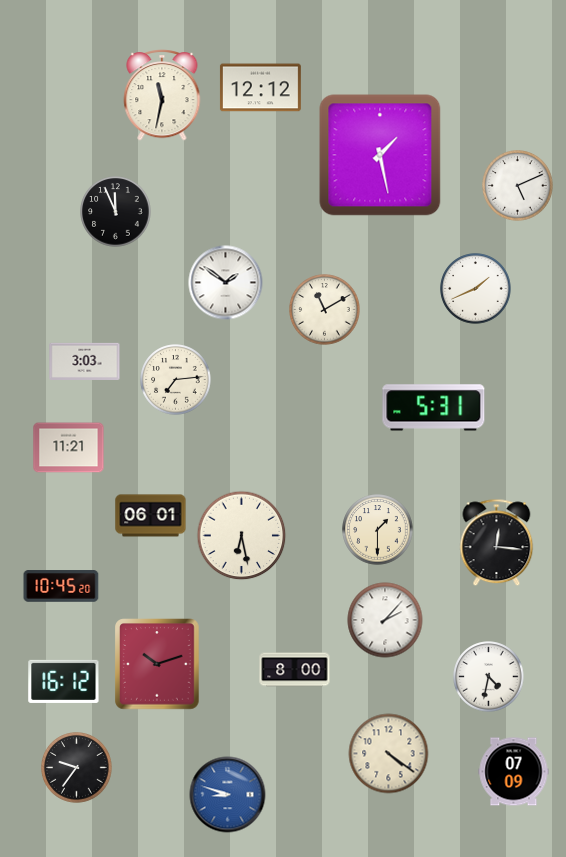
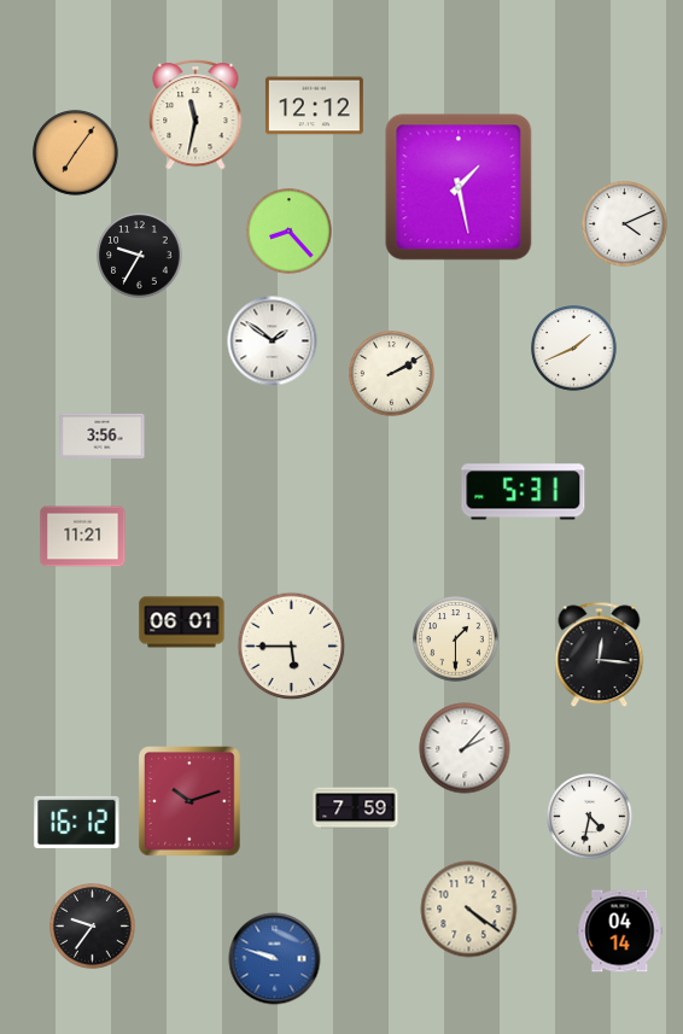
clock at (76, 153): none -> 7:06
clock at (518, 186): 5:11 -> 4:11
clock at (290, 232): none -> 8:23
clock at (116, 212): 11:56 -> 9:35
clock at (325, 310): 11:10 -> 2:10
clock at (85, 361): 3:03 -> 3:56
clock at (176, 380): 7:14 -> none
clock at (69, 448) position: (69, 448) -> (83, 537)
clock at (242, 536): 6:28 -> 5:45
clock at (61, 586): 10:45 -> none
clock at (295, 670): 8:00 -> 7:59
clock at (514, 772): 07:09 -> 04:14
clock at (228, 795): 8:48 -> 9:48
